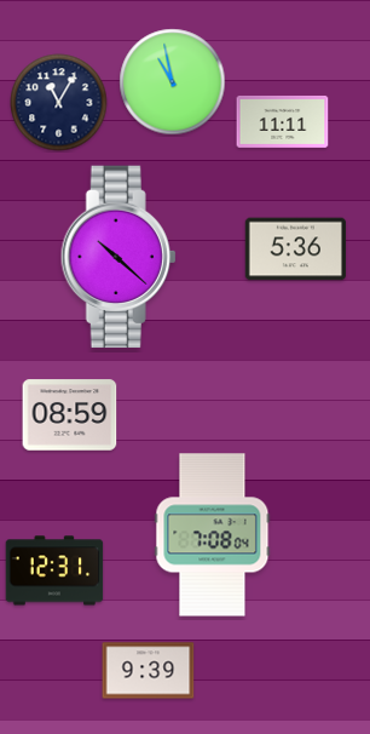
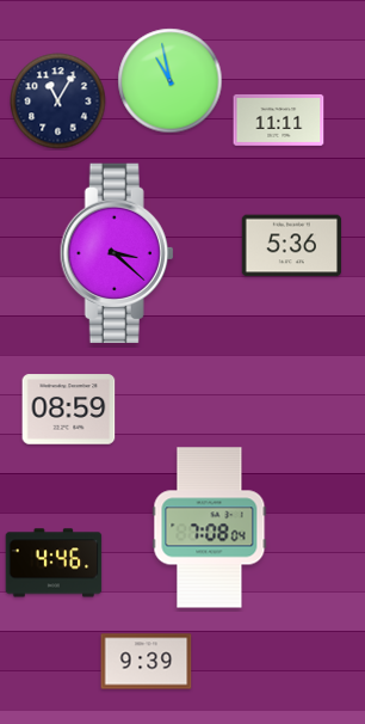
clock at (118, 257): 10:22 -> 3:22
clock at (54, 570): 12:31 -> 4:46
